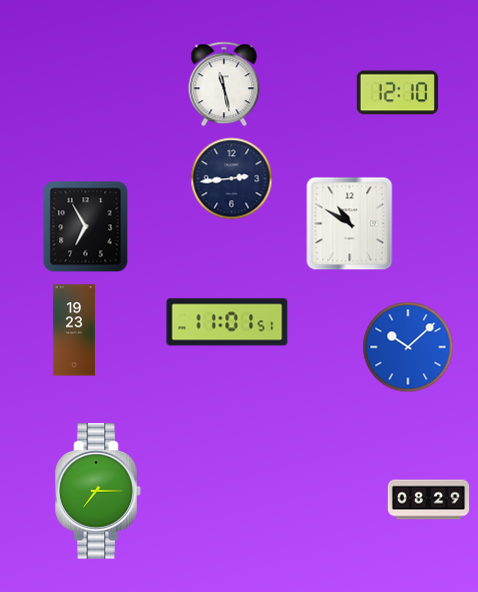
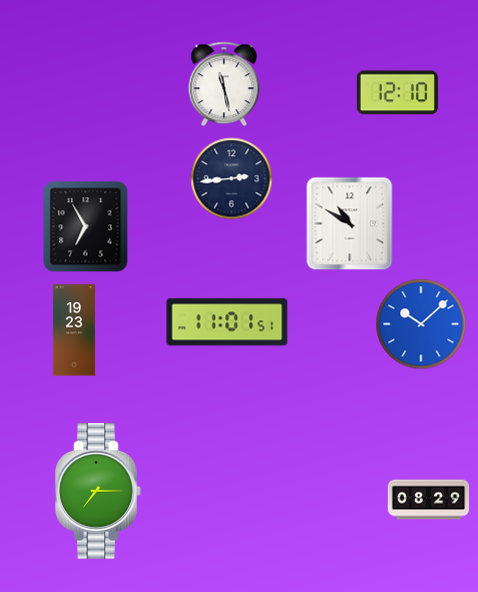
clock at (408, 347) position: (408, 347) -> (421, 324)
